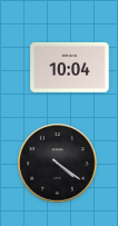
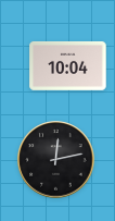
clock at (58, 164): 4:21 -> 12:13
